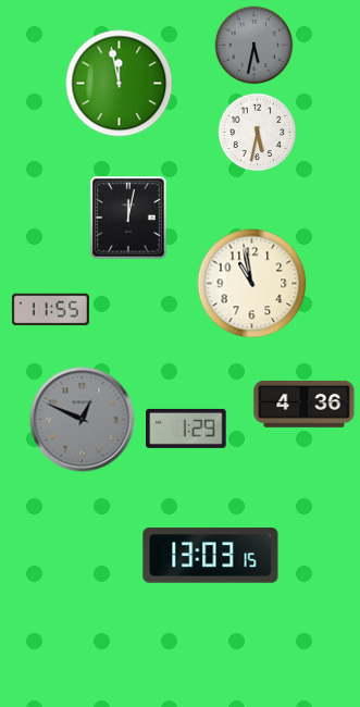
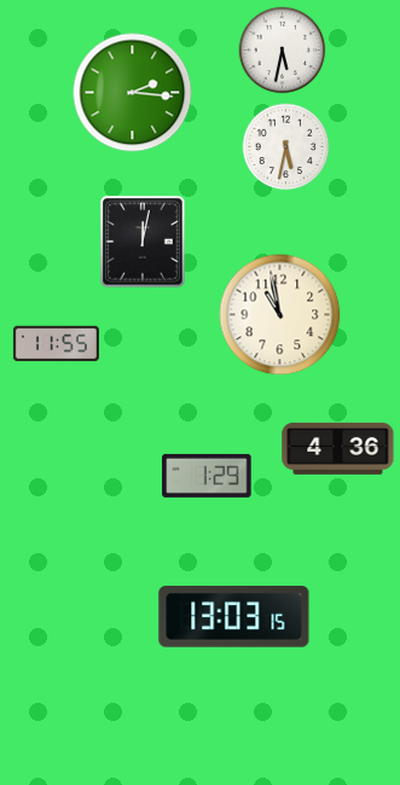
clock at (255, 46) dial: grey -> white
clock at (120, 84): 11:58 -> 2:16
clock at (83, 420): 12:49 -> none
